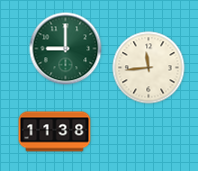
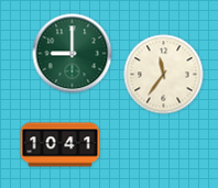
clock at (149, 68): 11:44 -> 11:36
clock at (55, 132): 11:38 -> 10:41
